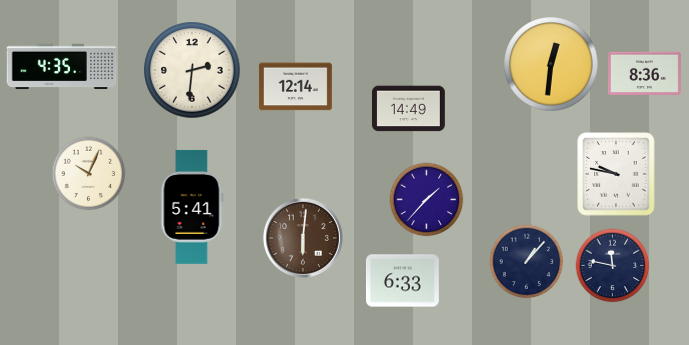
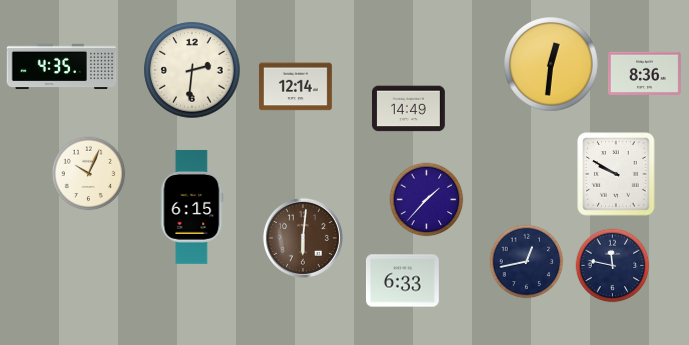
clock at (616, 174): 9:47 -> 9:50
clock at (192, 207): 5:41 -> 6:15
clock at (527, 262): 1:07 -> 12:43
